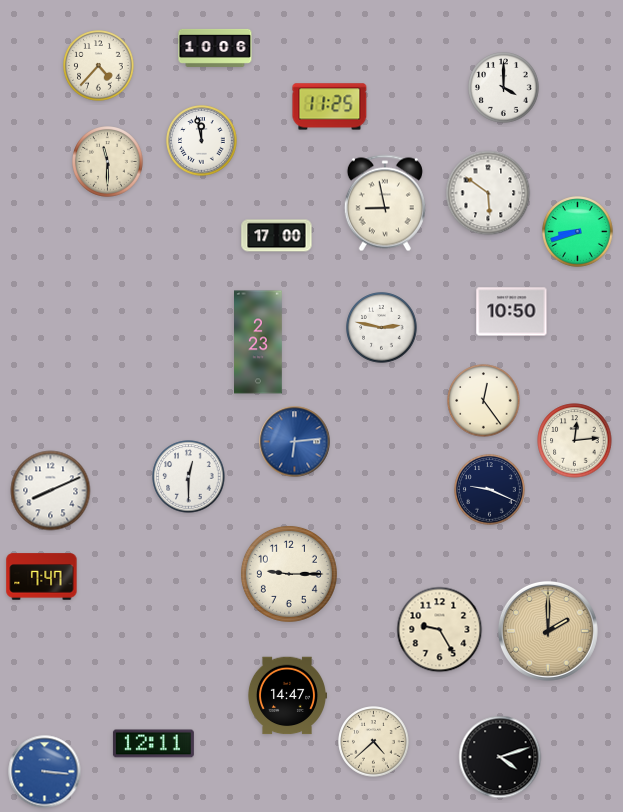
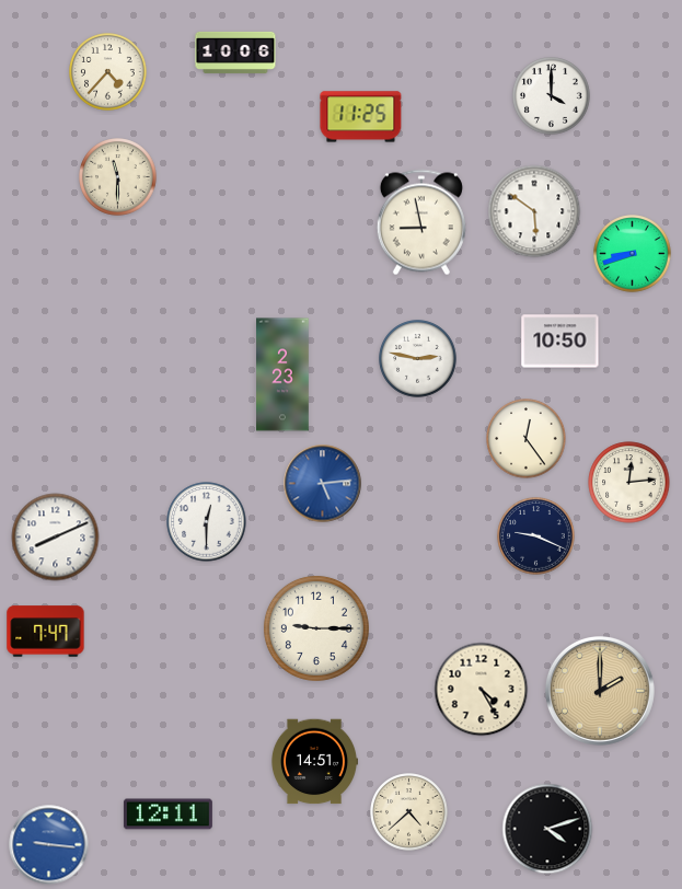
clock at (202, 141): 11:58 -> none
clock at (277, 236): 17:00 -> none
clock at (484, 401) position: (484, 401) -> (527, 439)
clock at (295, 442): 6:14 -> 5:14
clock at (440, 630): 9:25 -> 4:25
clock at (286, 696): 14:47 -> 14:51
clock at (45, 772): 3:16 -> 9:16
